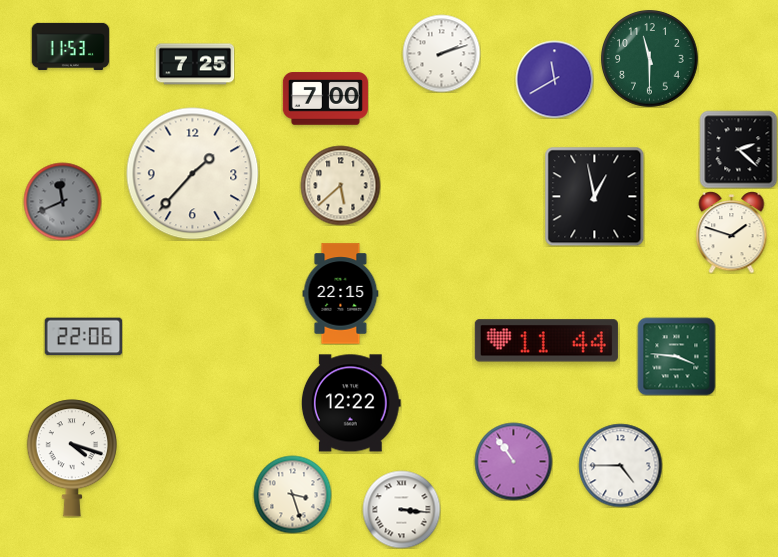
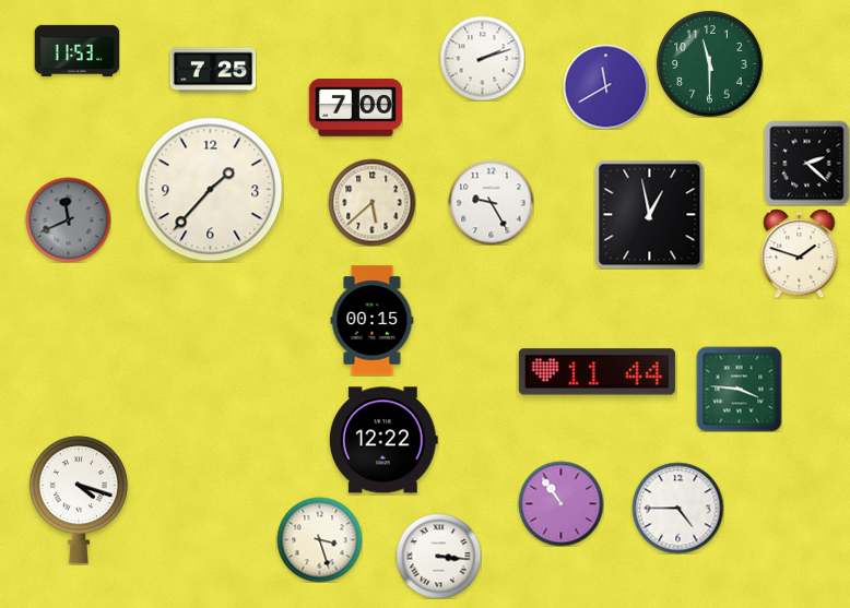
clock at (491, 202): none -> 9:25
clock at (341, 294): 22:15 -> 00:15
clock at (83, 337): 22:06 -> none
